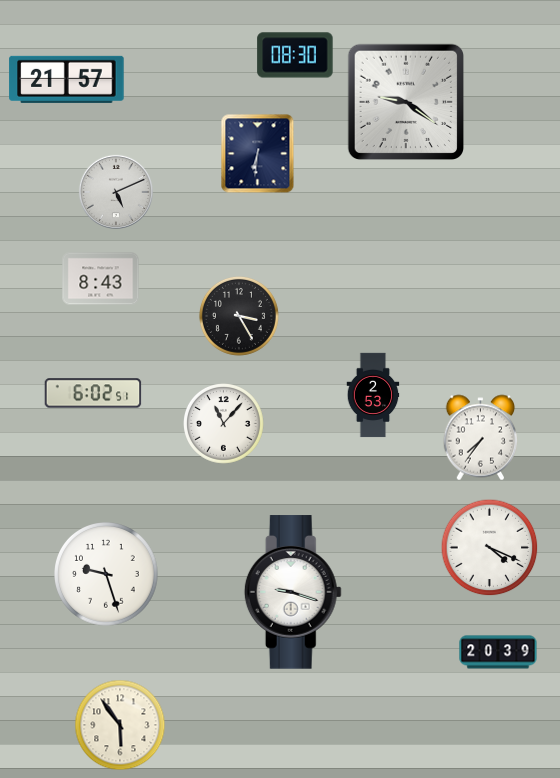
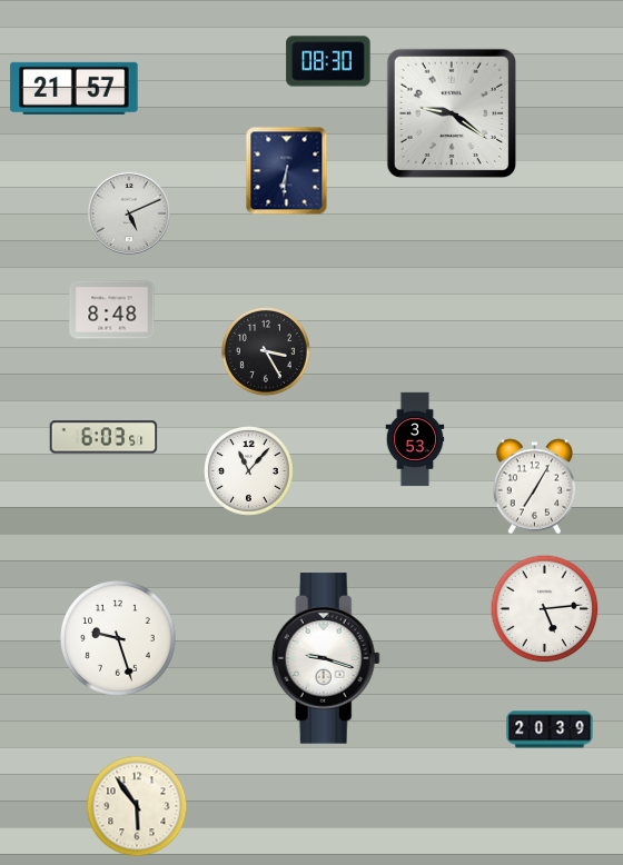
clock at (101, 279): 8:43 -> 8:48
clock at (93, 393): 6:02 -> 6:03
clock at (373, 395): 2:53 -> 3:53
clock at (481, 438): 7:36 -> 7:05
clock at (490, 548): 4:19 -> 5:14
clock at (498, 652) position: (498, 652) -> (550, 729)
clock at (120, 725) position: (120, 725) -> (137, 806)
